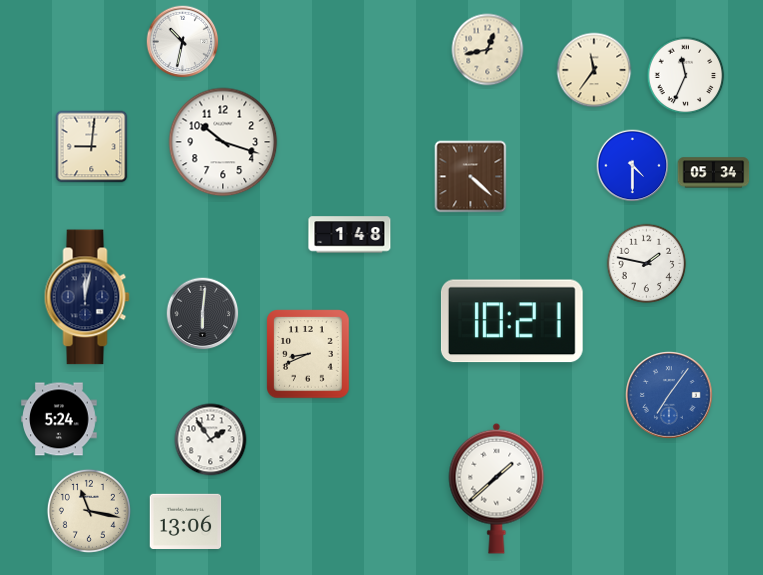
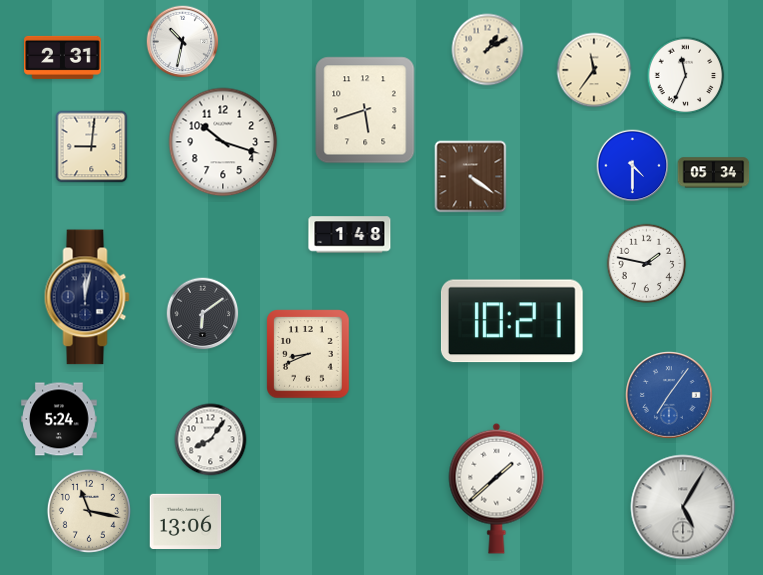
clock at (488, 50): 12:43 -> 1:10
clock at (63, 57): none -> 2:31
clock at (365, 110): none -> 5:42
clock at (471, 177): 4:22 -> 4:21
clock at (203, 314): 6:01 -> 6:09
clock at (211, 440): 1:54 -> 8:06
clock at (683, 507): none -> 5:05
